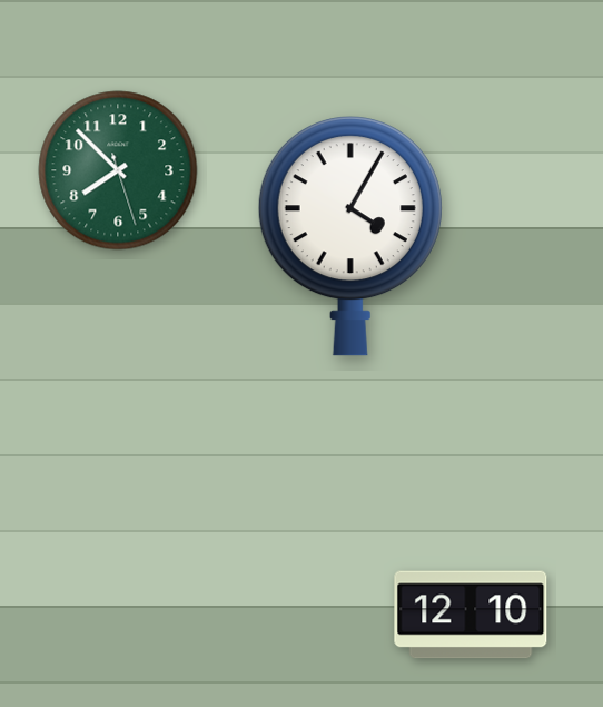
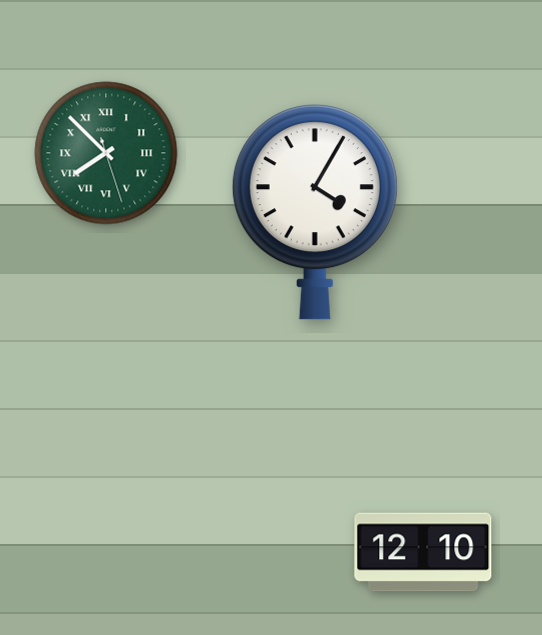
clock at (118, 170) numerals: Arabic -> Roman
